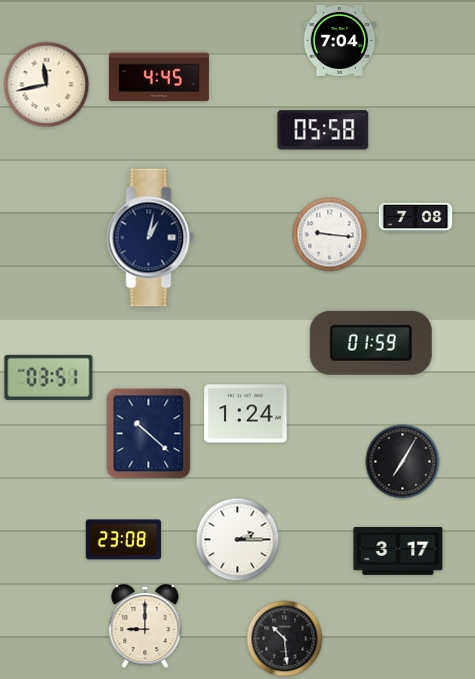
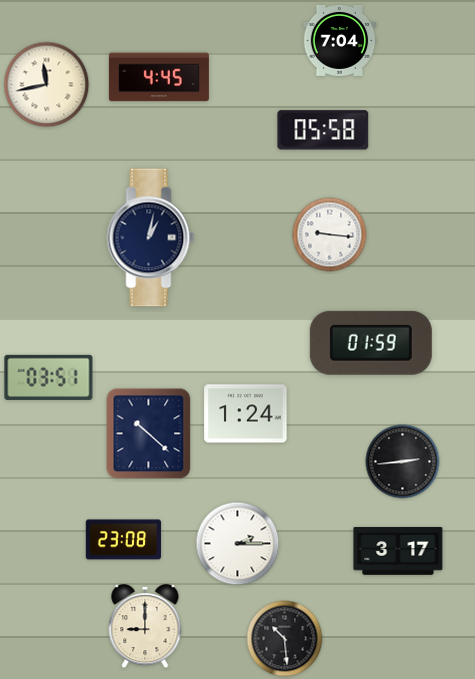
clock at (416, 218): 7:08 -> none
clock at (403, 462): 7:05 -> 2:44
clock at (238, 540) position: (238, 540) -> (238, 544)
